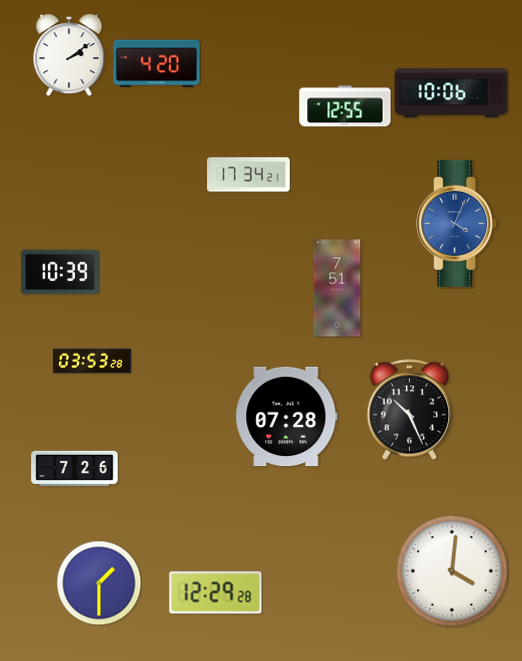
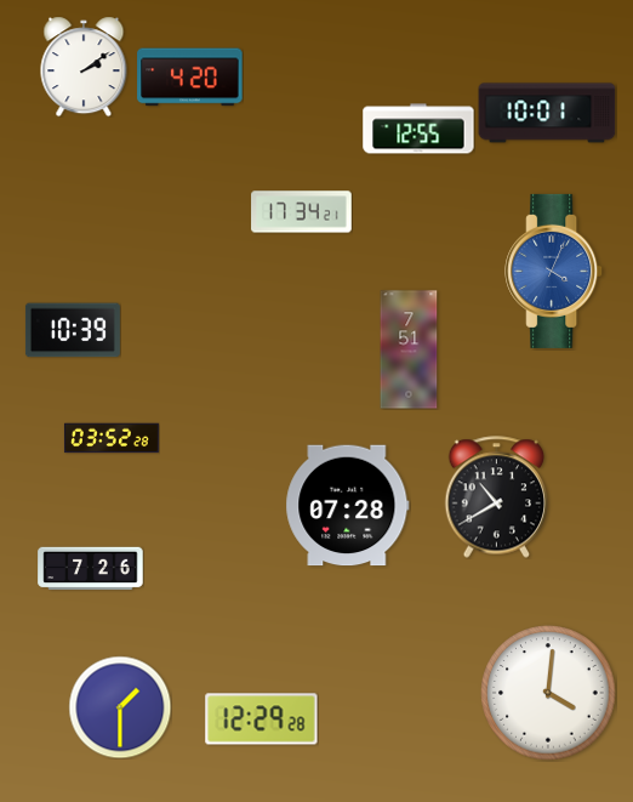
clock at (451, 93): 10:06 -> 10:01
clock at (92, 361): 03:53 -> 03:52
clock at (410, 410): 10:26 -> 10:40
